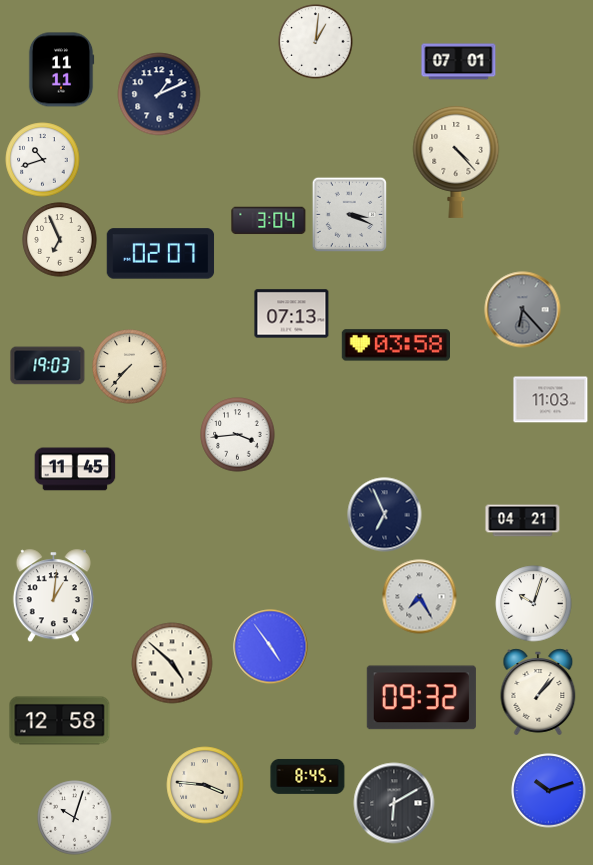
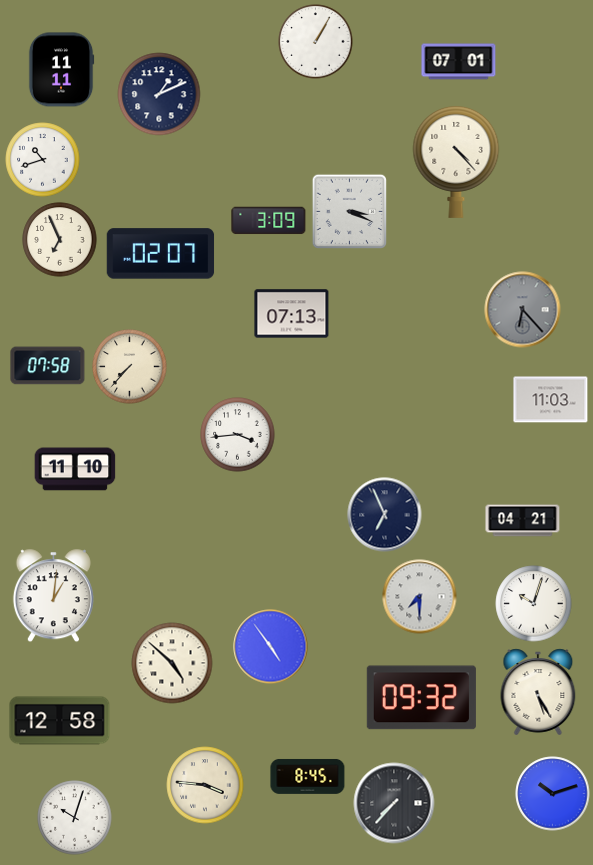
clock at (316, 42): 1:01 -> 1:05
clock at (350, 215) position: (350, 215) -> (350, 212)
clock at (269, 221): 3:04 -> 3:09
clock at (395, 345): 03:58 -> none
clock at (48, 366): 19:03 -> 07:58
clock at (75, 469): 11:45 -> 11:10
clock at (420, 597): 7:25 -> 7:30
clock at (538, 692): 1:07 -> 5:25
clock at (549, 791) position: (549, 791) -> (553, 794)
clock at (394, 803): 6:10 -> 7:37
